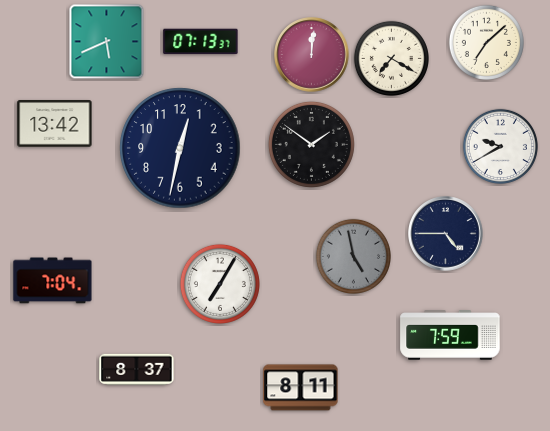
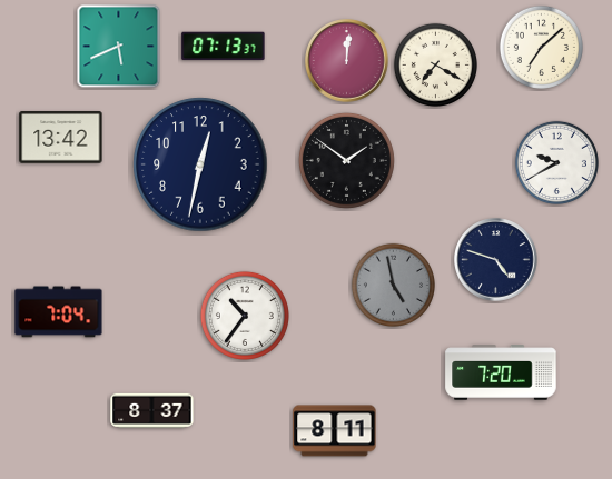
clock at (446, 234): 4:45 -> 4:48
clock at (220, 284): 7:05 -> 10:36
clock at (450, 335): 7:59 -> 7:20
